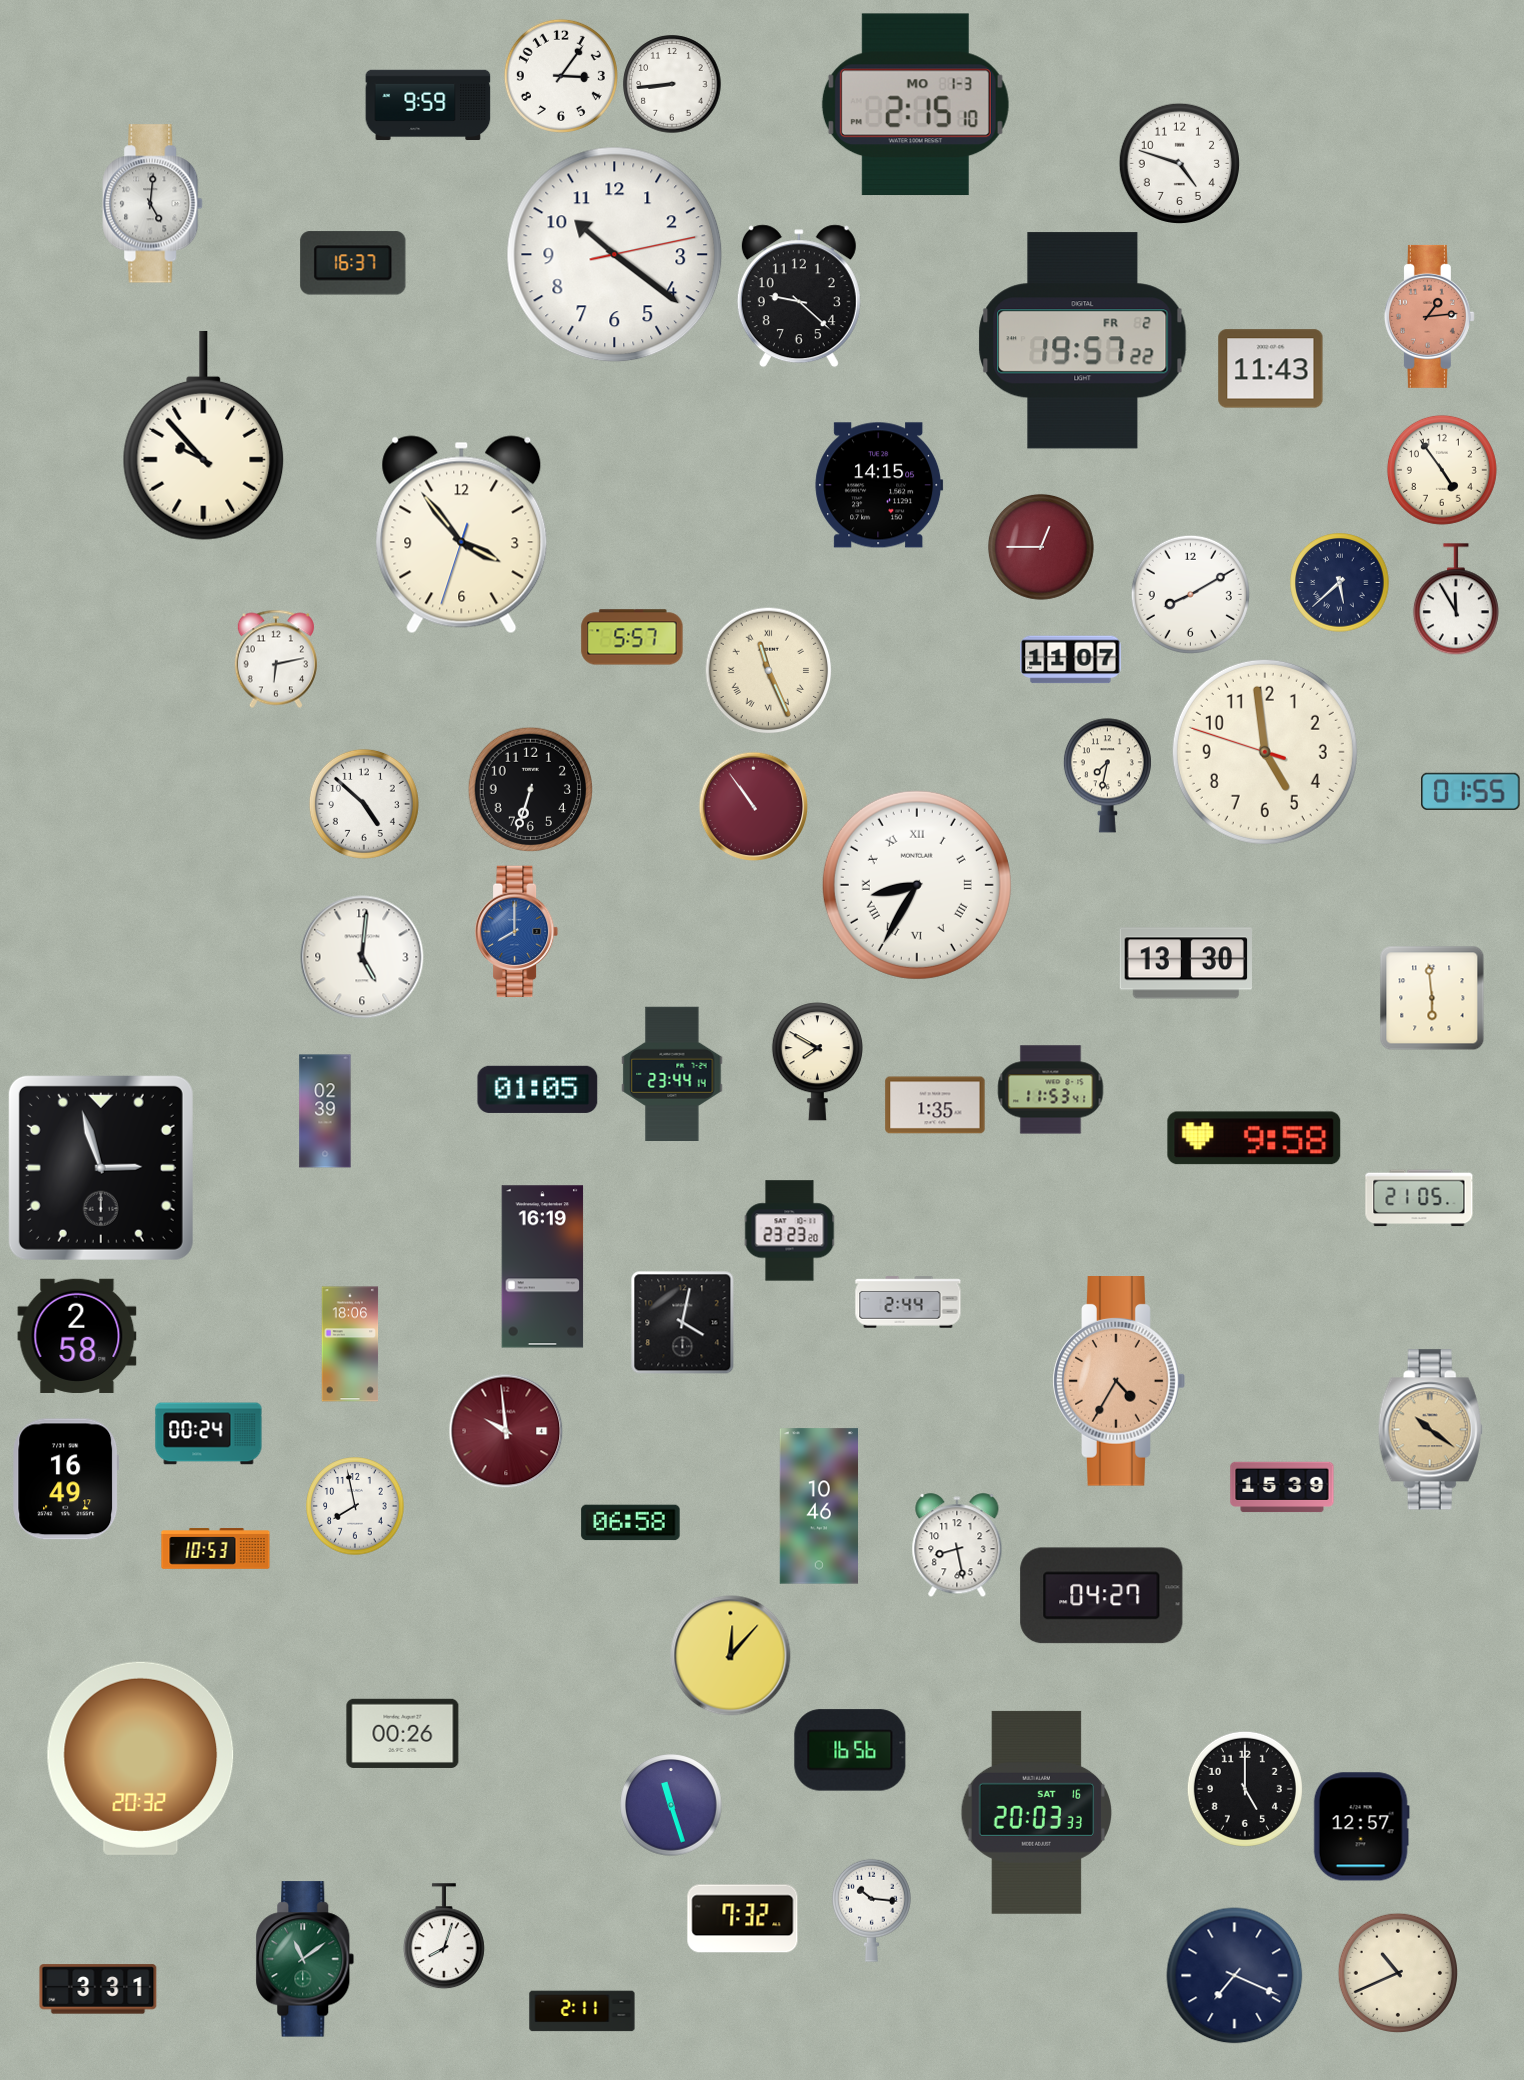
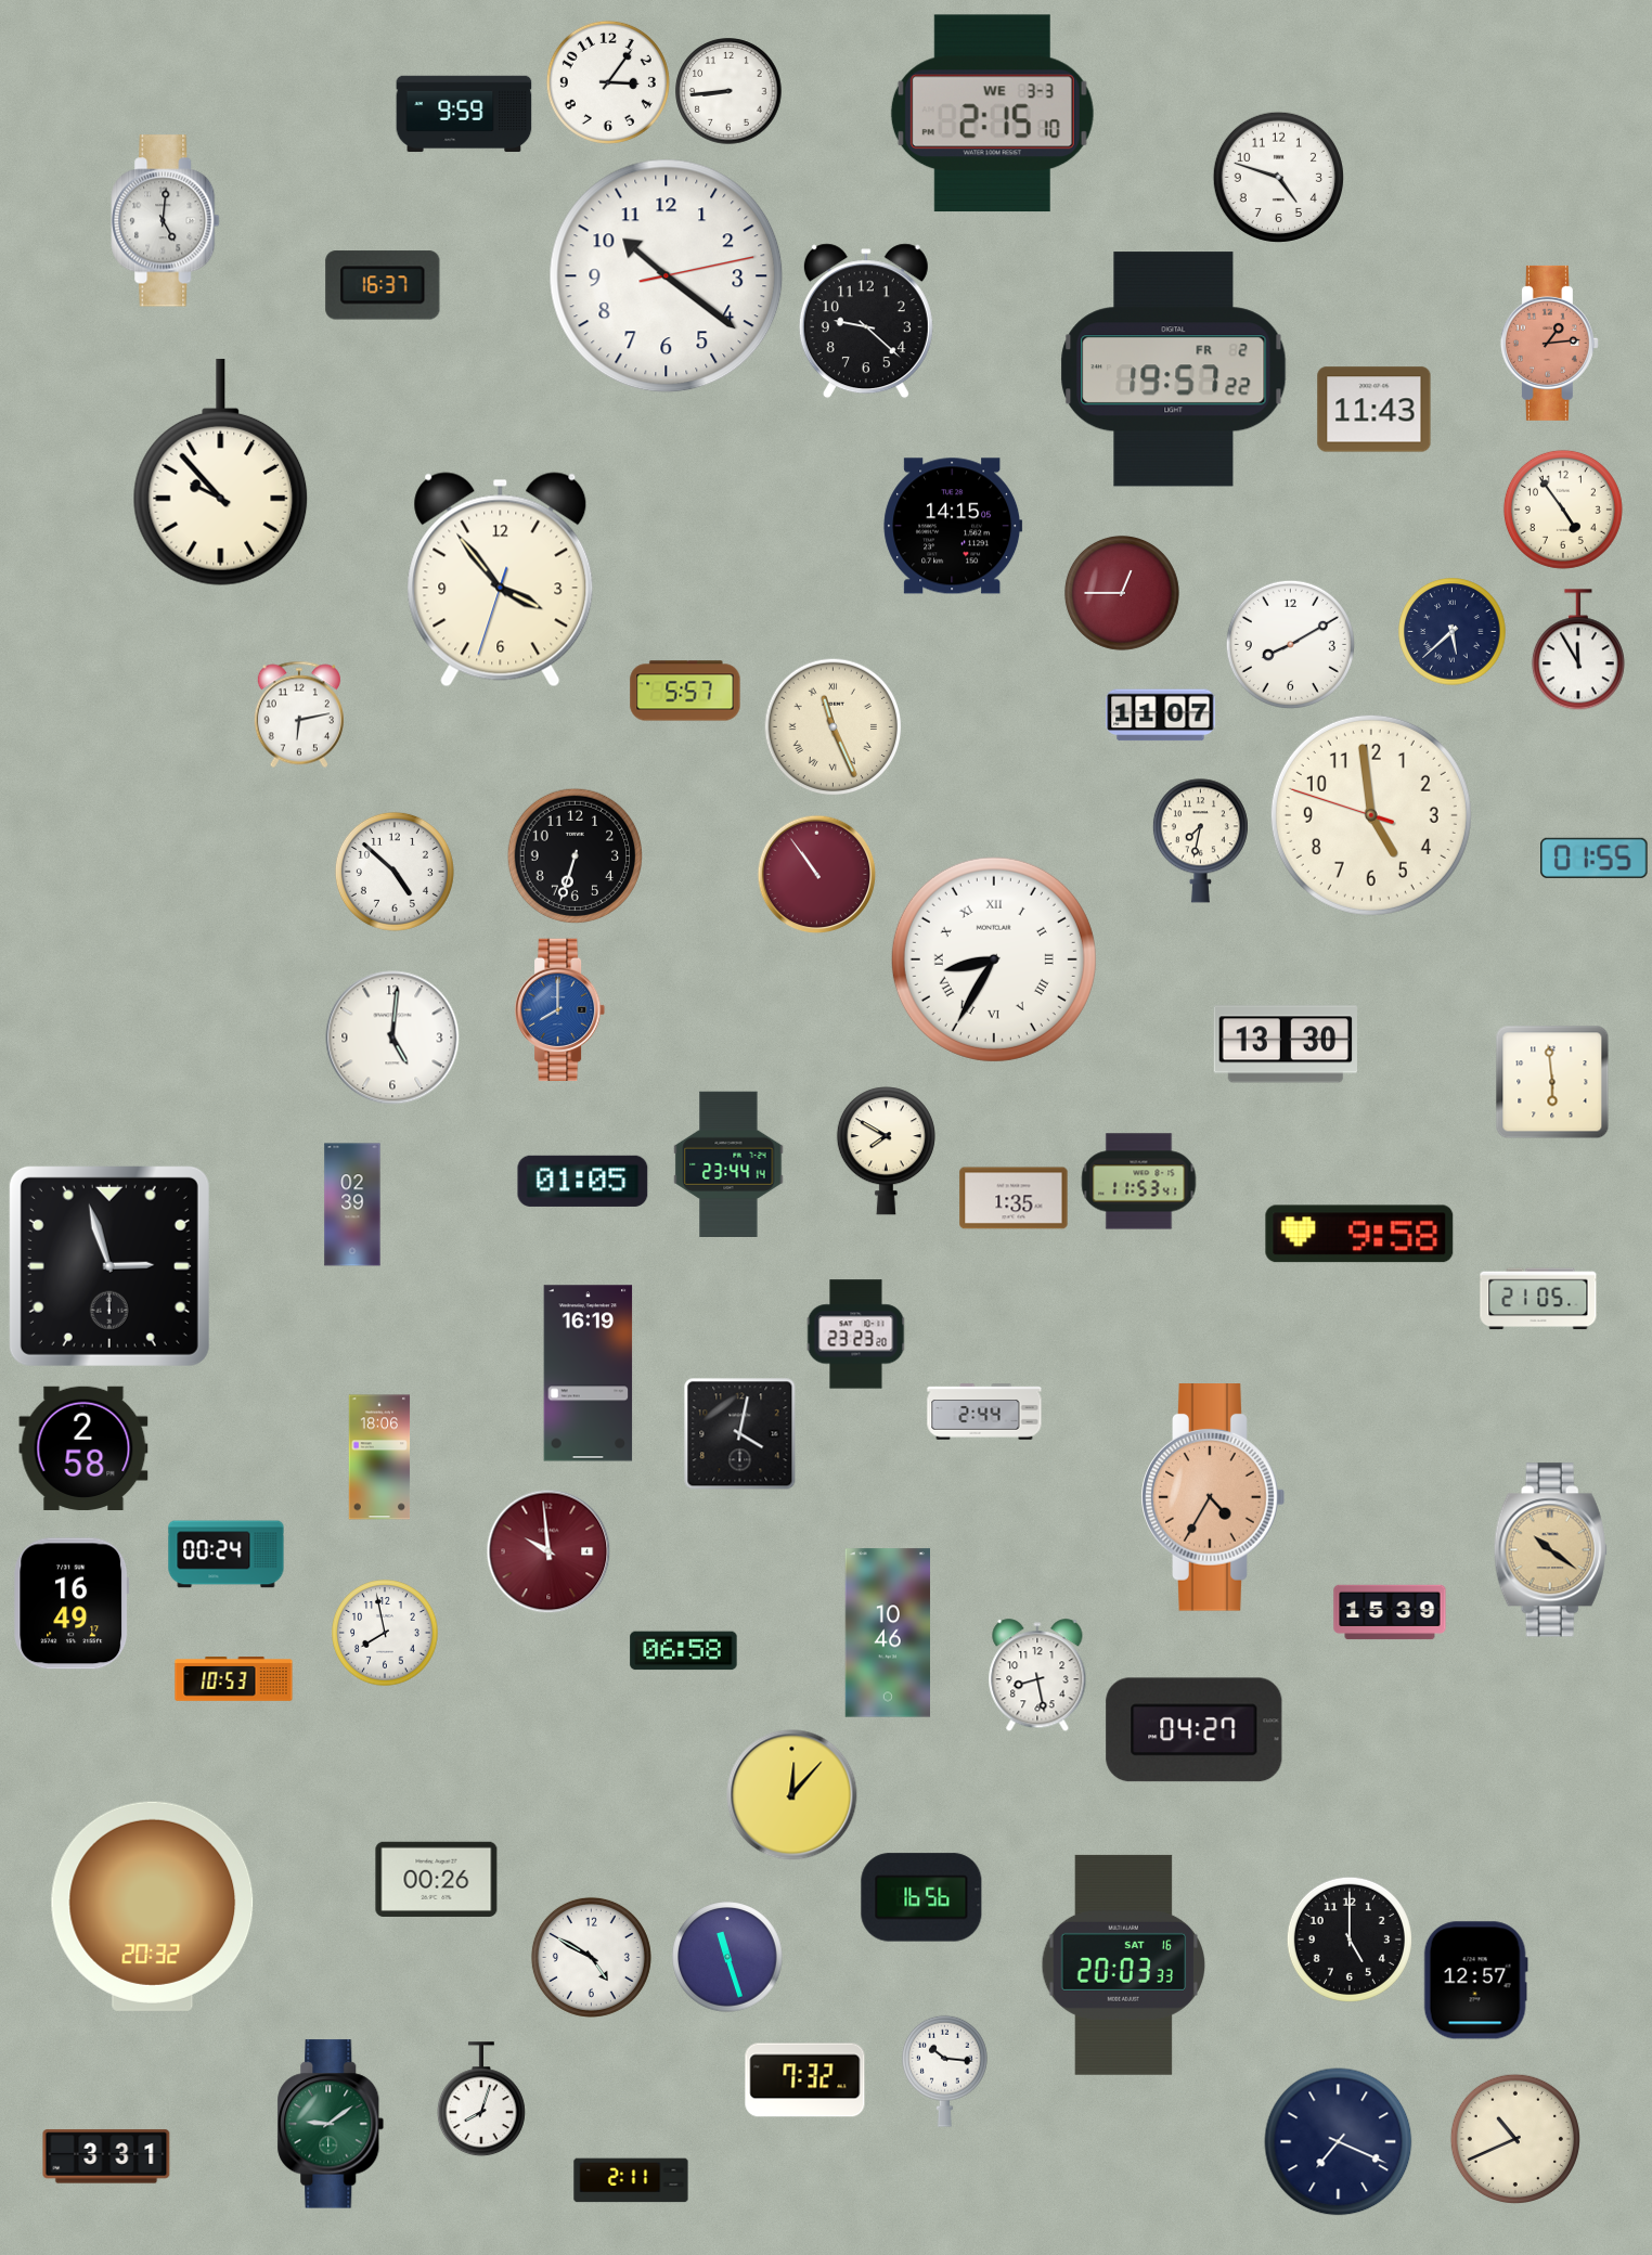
clock at (915, 105) date: MO 1-3 -> WE 3-3
clock at (1271, 369) position: (1271, 369) -> (1374, 410)
clock at (1041, 547) position: (1041, 547) -> (1122, 593)
clock at (591, 1957): none -> 4:50
clock at (305, 1959): 11:09 -> 9:09
